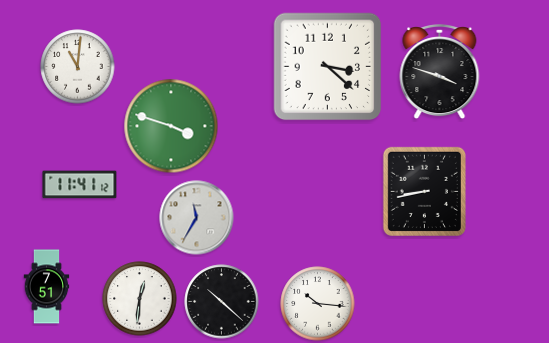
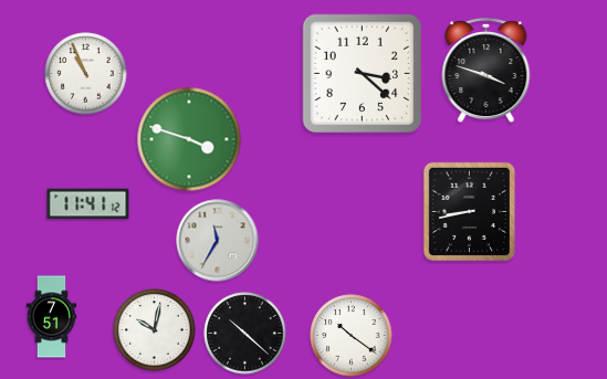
clock at (78, 67): 11:01 -> 10:56
clock at (440, 73) position: (440, 73) -> (486, 72)
clock at (140, 299): 12:31 -> 10:02
clock at (318, 304): 10:16 -> 10:21
